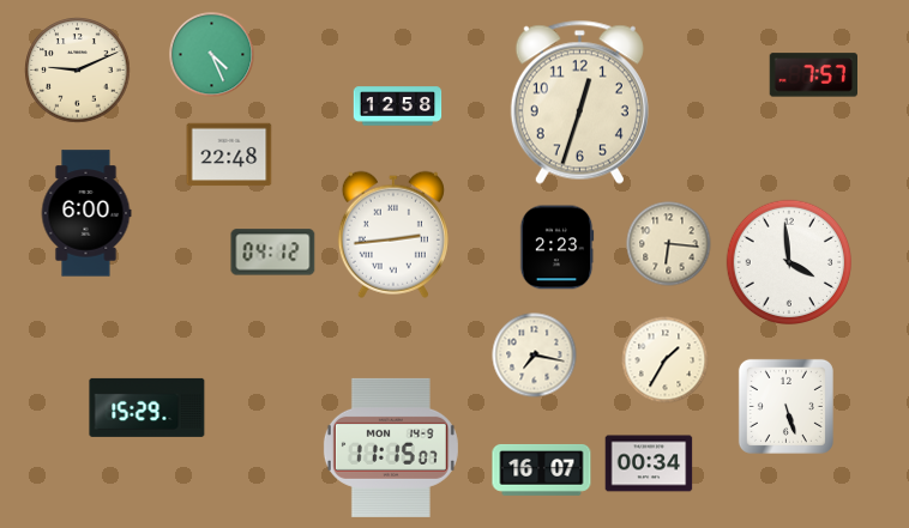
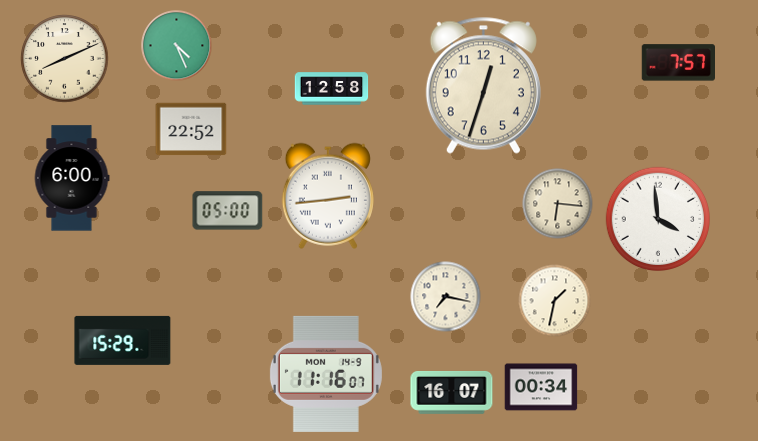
clock at (78, 71): 9:11 -> 8:11
clock at (229, 154): 22:48 -> 22:52
clock at (556, 248): 2:23 -> none
clock at (273, 253): 04:12 -> 05:00
clock at (666, 360): 1:35 -> 1:32
clock at (785, 406): 5:27 -> none
clock at (391, 448): 11:15 -> 11:16
